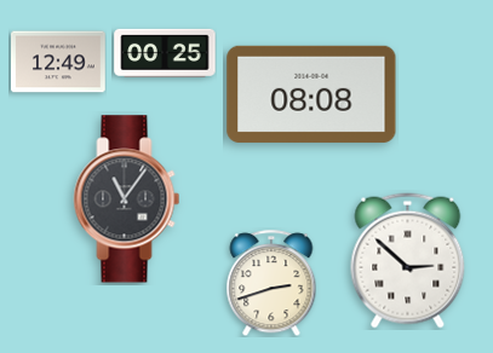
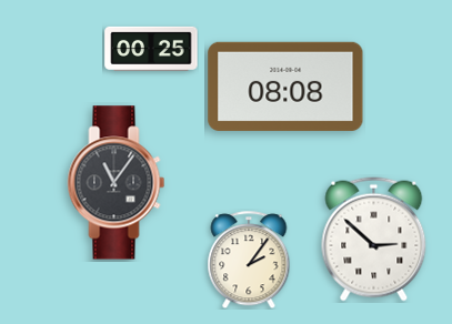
clock at (59, 62): 12:49 -> none
clock at (271, 283): 2:42 -> 2:06
